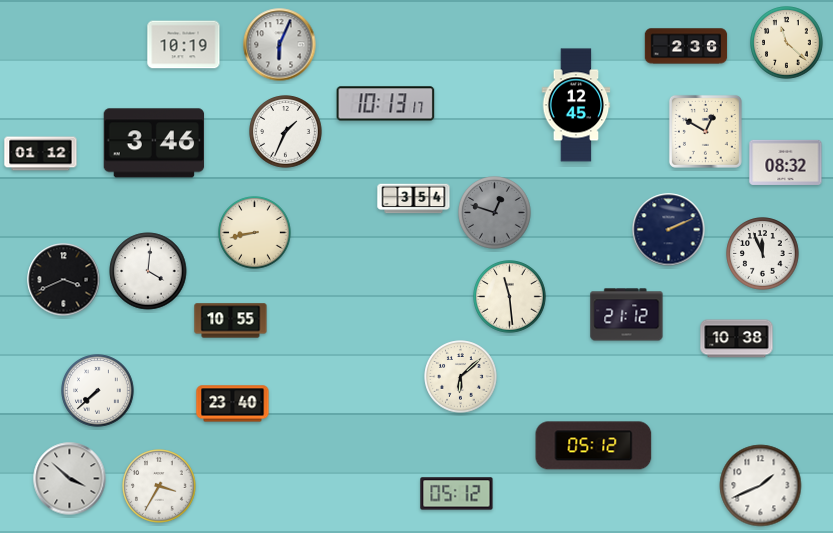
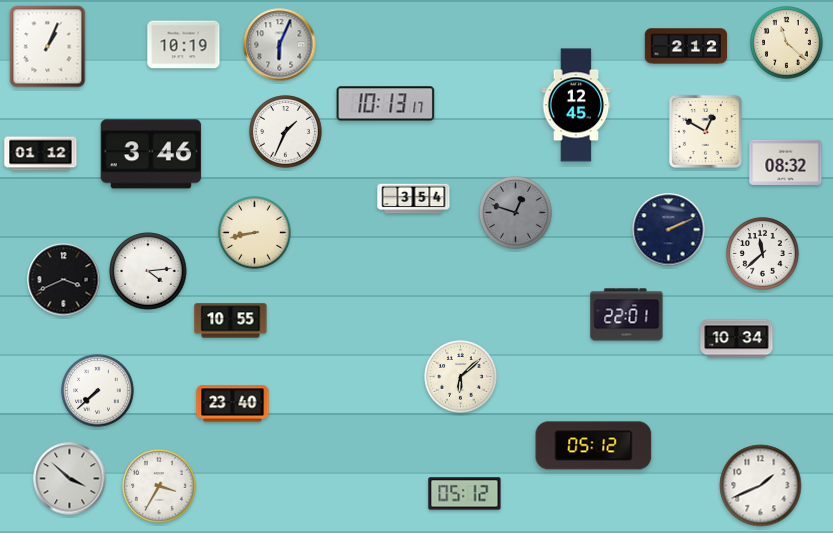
clock at (686, 46): 2:36 -> 2:12
clock at (48, 47): none -> 1:04
clock at (154, 143) position: (154, 143) -> (151, 154)
clock at (495, 213) position: (495, 213) -> (516, 213)
clock at (763, 254): 11:56 -> 11:38
clock at (148, 271): 4:01 -> 4:14
clock at (510, 297): 11:29 -> none
clock at (627, 315): 21:12 -> 22:01
clock at (737, 339): 10:38 -> 10:34
clock at (457, 494) position: (457, 494) -> (465, 494)
